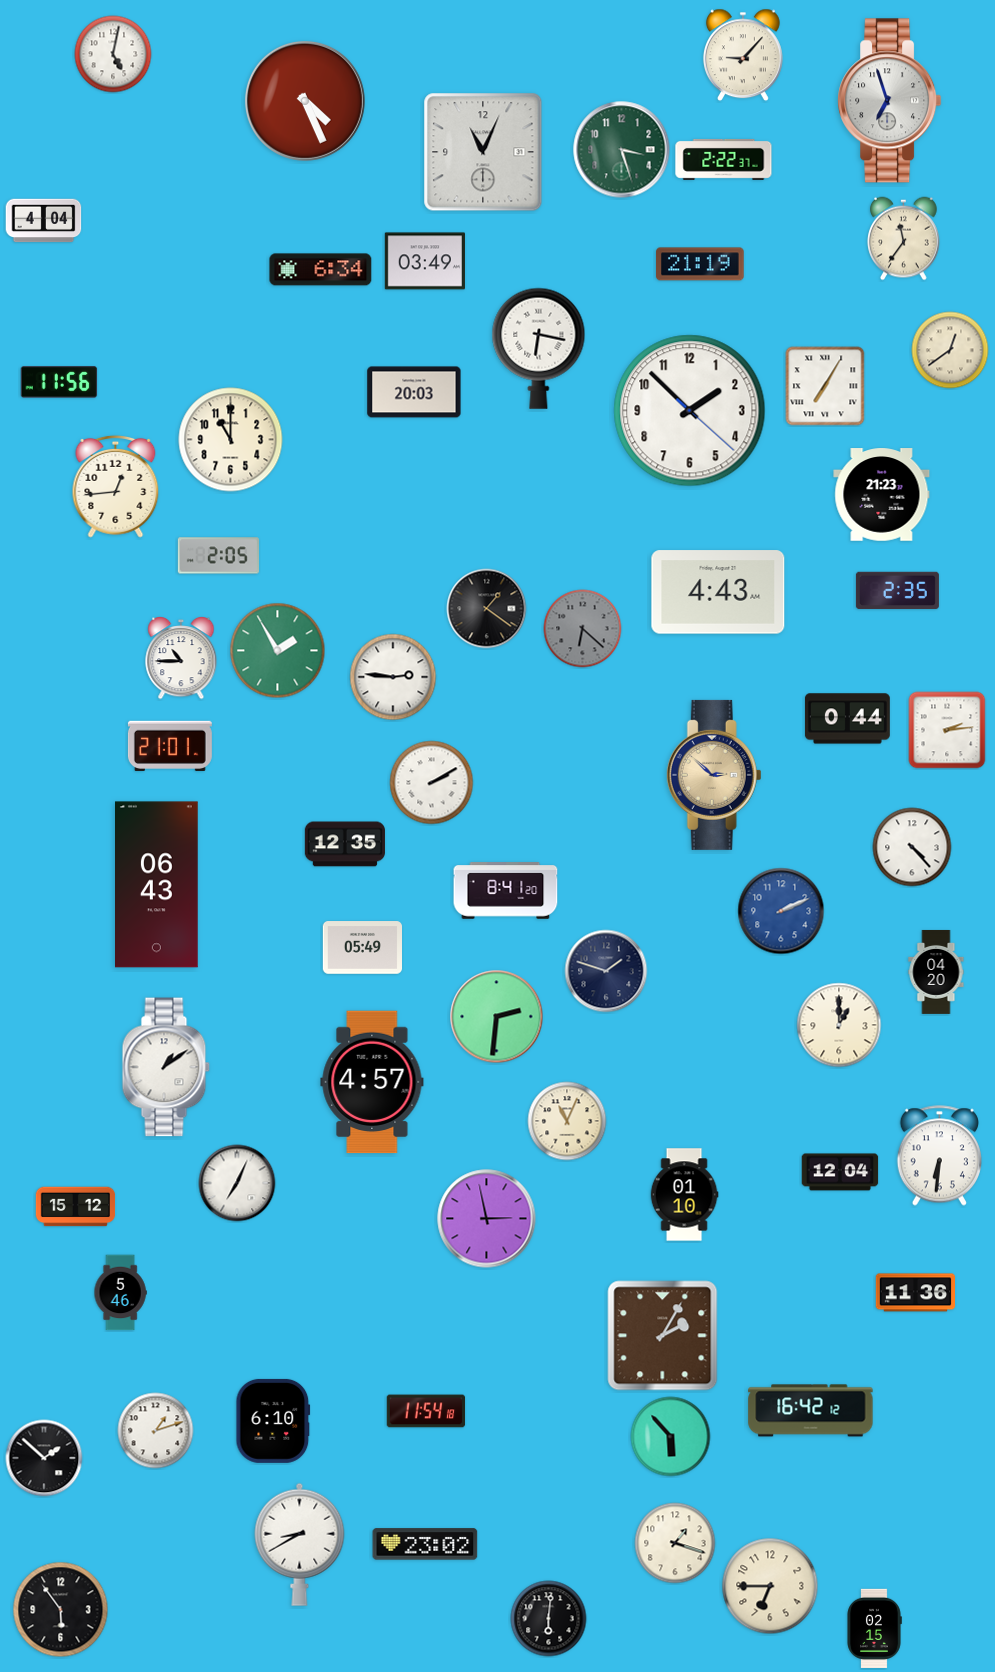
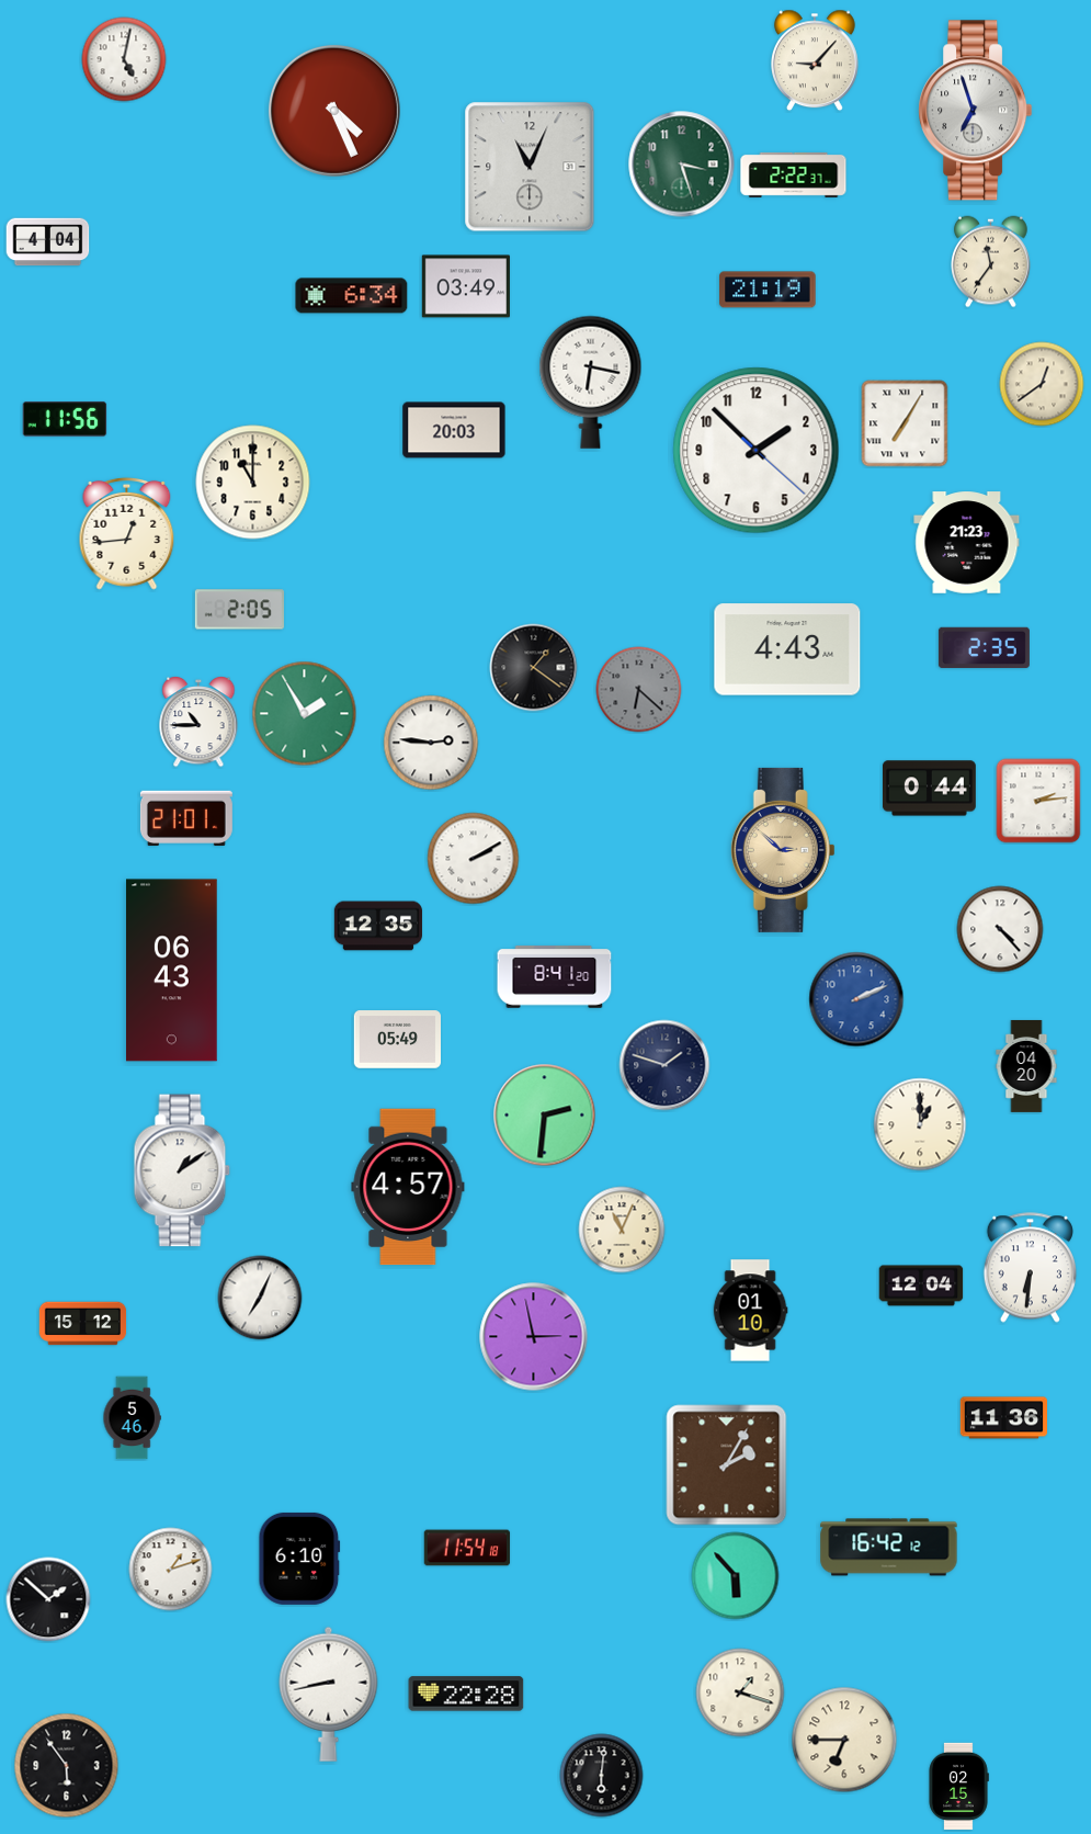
clock at (300, 1544): 8:40 -> 8:43
clock at (425, 1544): 23:02 -> 22:28
